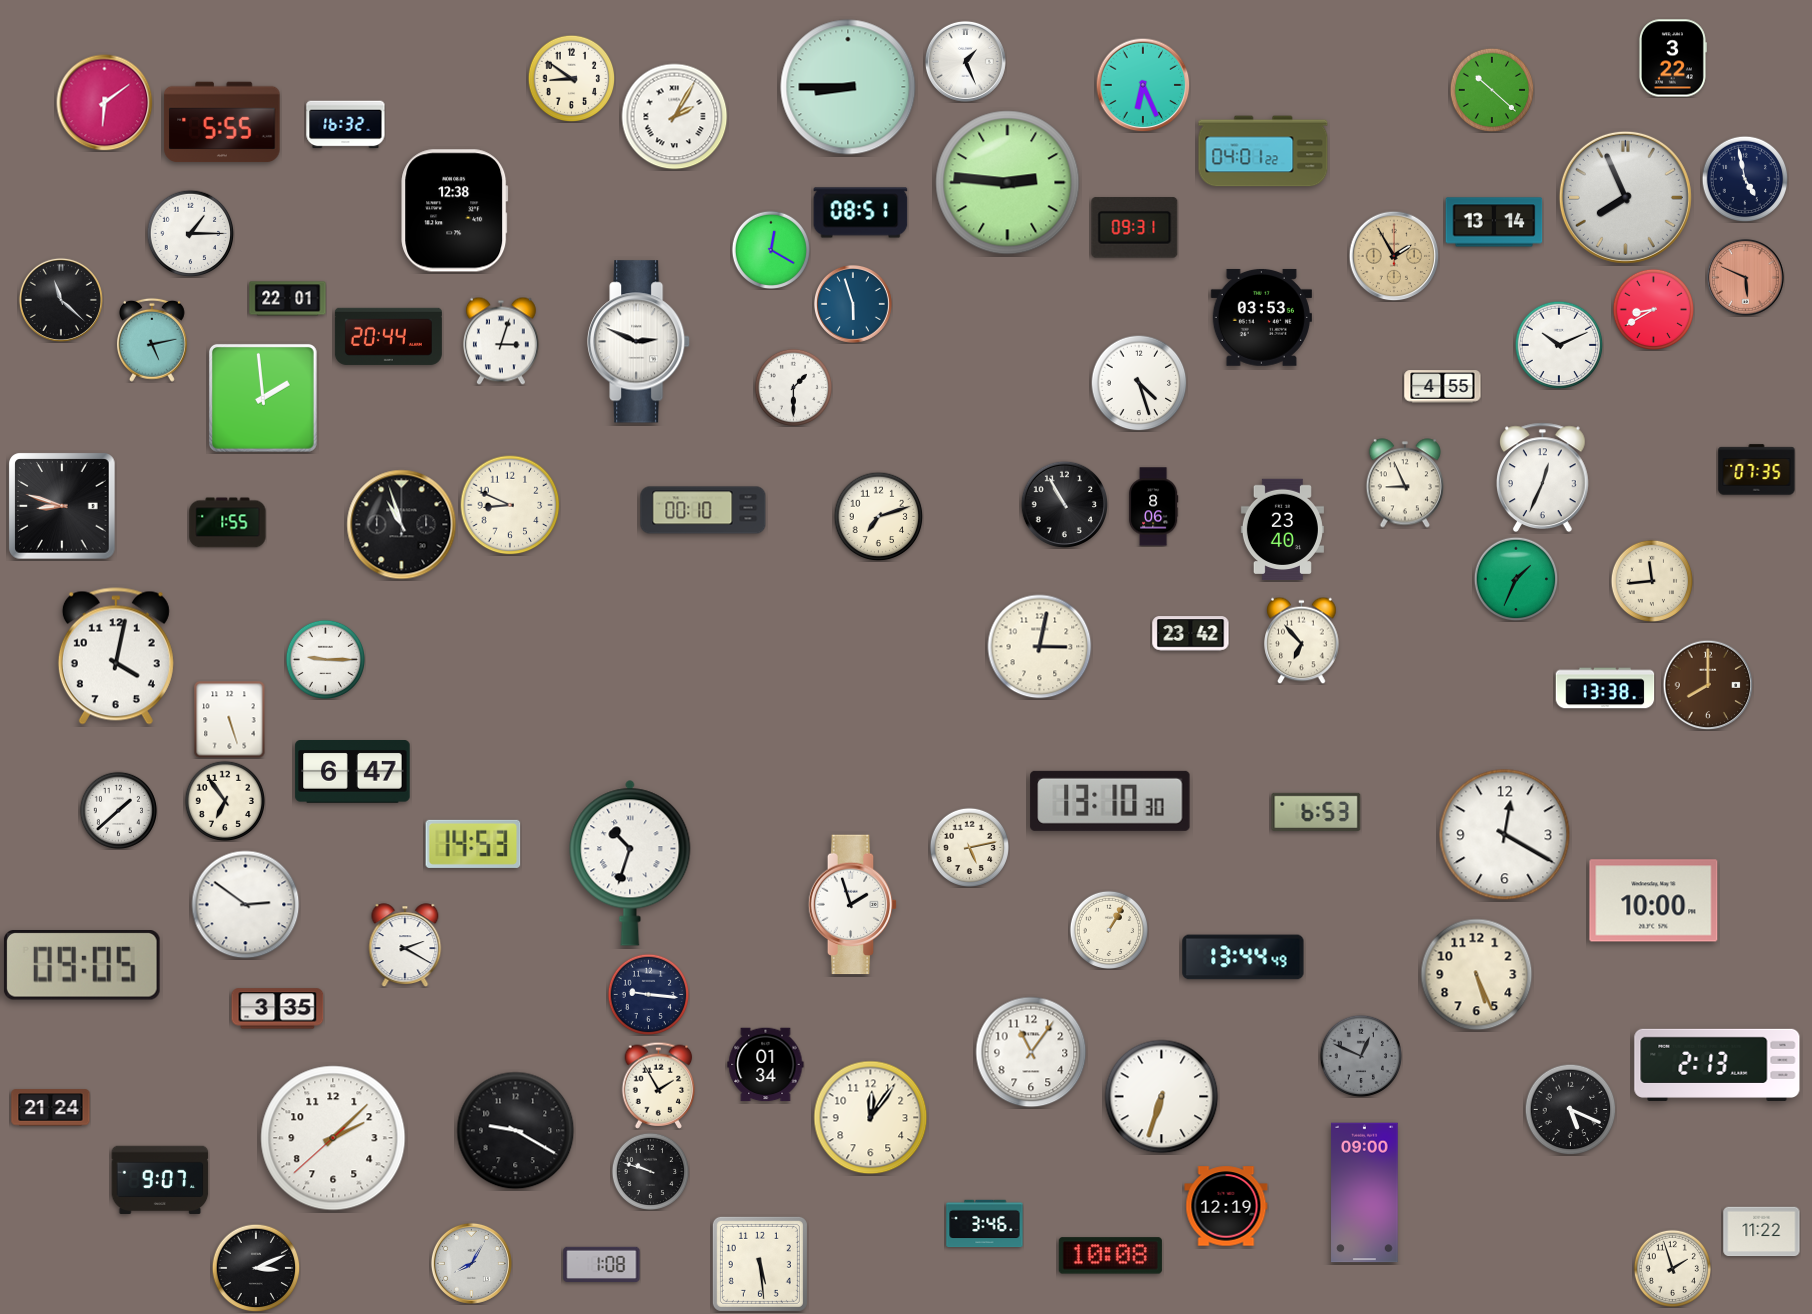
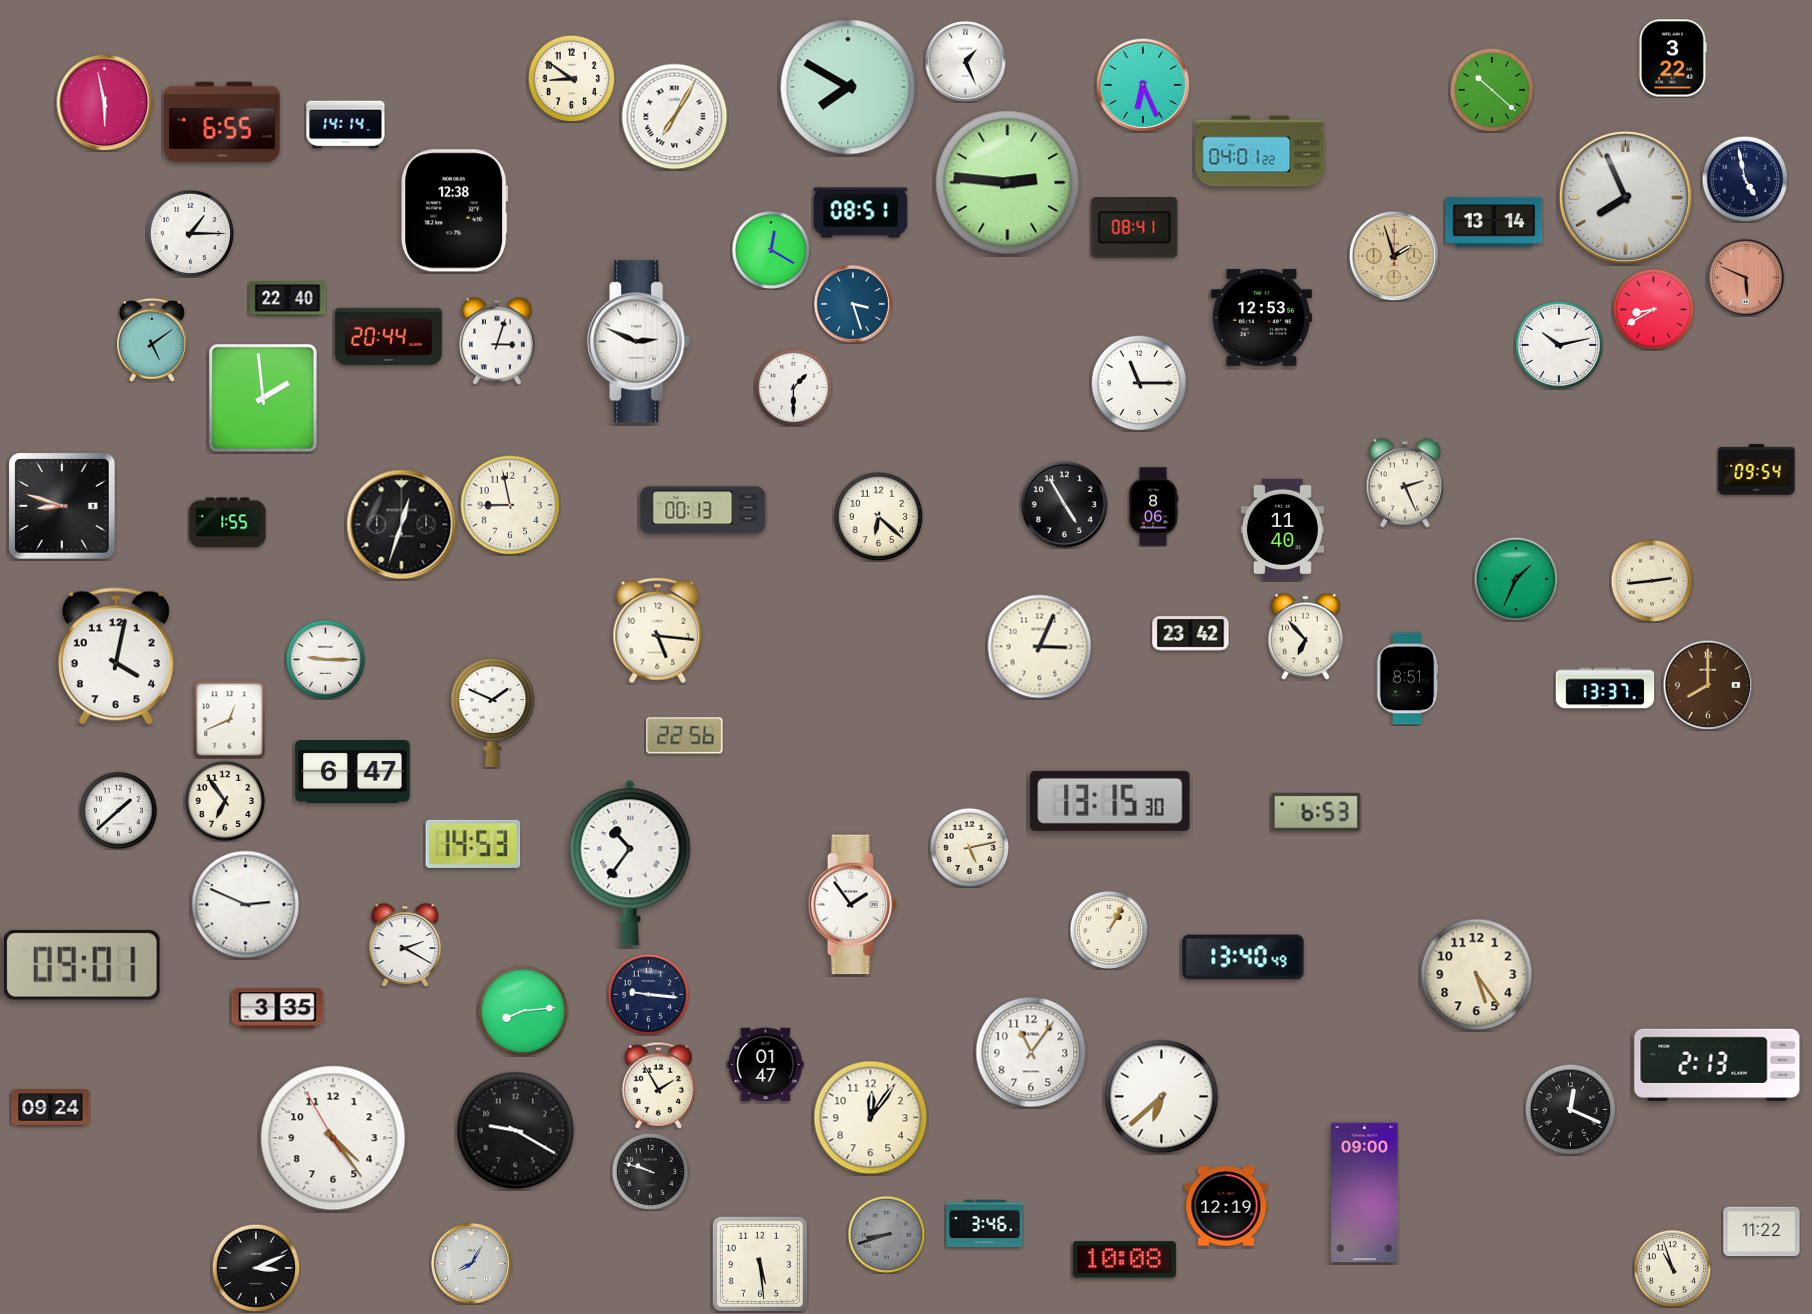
clock at (848, 87): 8:45 -> 7:50
clock at (105, 103): 6:09 -> 5:58
clock at (675, 117): 2:05 -> 7:05
clock at (222, 122): 5:55 -> 6:55
clock at (346, 125): 16:32 -> 14:14
clock at (1263, 151) position: (1263, 151) -> (1260, 151)
clock at (1135, 228): 09:31 -> 08:41
clock at (1394, 256): 1:55 -> 1:57
clock at (288, 299): 22:01 -> 22:40
clock at (61, 300): 11:22 -> none
clock at (853, 304): 5:57 -> 3:27
clock at (1261, 317): 03:53 -> 12:53
clock at (152, 340): 5:13 -> 5:09
clock at (501, 341) position: (501, 341) -> (497, 341)
clock at (1559, 345): 10:11 -> 10:13
clock at (1139, 383): 4:27 -> 11:15
clock at (1443, 387): 4:55 -> none
clock at (1757, 470): 07:35 -> 09:54
clock at (1543, 477): 12:34 -> none
clock at (1405, 483): 8:56 -> 2:26
clock at (1064, 504): 10:55 -> 4:55
clock at (510, 505): 8:49 -> 8:58
clock at (703, 510): 00:10 -> 00:13
clock at (878, 516): 7:12 -> 6:22
clock at (402, 525): 10:57 -> 12:33
clock at (1282, 529): 23:40 -> 11:40
clock at (1652, 581): 11:44 -> 2:44
clock at (658, 631): none -> 5:16
clock at (1302, 640) position: (1302, 640) -> (1306, 636)
clock at (1040, 647): 3:02 -> 3:04
clock at (1407, 679): none -> 8:51
clock at (1605, 688): 13:38 -> 13:37
clock at (493, 712): none -> 1:49
clock at (230, 719): 5:27 -> 12:41
clock at (685, 736): none -> 22:56
clock at (1110, 801): 13:10 -> 13:15
clock at (1505, 835): 12:20 -> none
clock at (630, 863): 10:33 -> 10:36
clock at (1654, 901): 10:00 -> none
clock at (246, 905): 2:51 -> 2:49
clock at (853, 905): 1:57 -> 1:54
clock at (1243, 957): 13:44 -> 13:40
clock at (82, 966): 09:05 -> 09:01
clock at (1477, 975): 5:26 -> 5:24
clock at (523, 1011): none -> 8:14
clock at (1361, 1056): 12:49 -> none
clock at (766, 1065): 01:34 -> 01:47
clock at (1162, 1097): 6:33 -> 6:38
clock at (51, 1108): 21:24 -> 09:24
clock at (1570, 1109): 5:19 -> 12:19
clock at (333, 1138): 2:07 -> 4:23
clock at (160, 1179): 9:07 -> none
clock at (886, 1234): none -> 8:42
clock at (1110, 1256) position: (1110, 1256) -> (1124, 1260)
clock at (602, 1265): 1:08 -> none
clock at (1672, 1268): 1:57 -> 10:57
